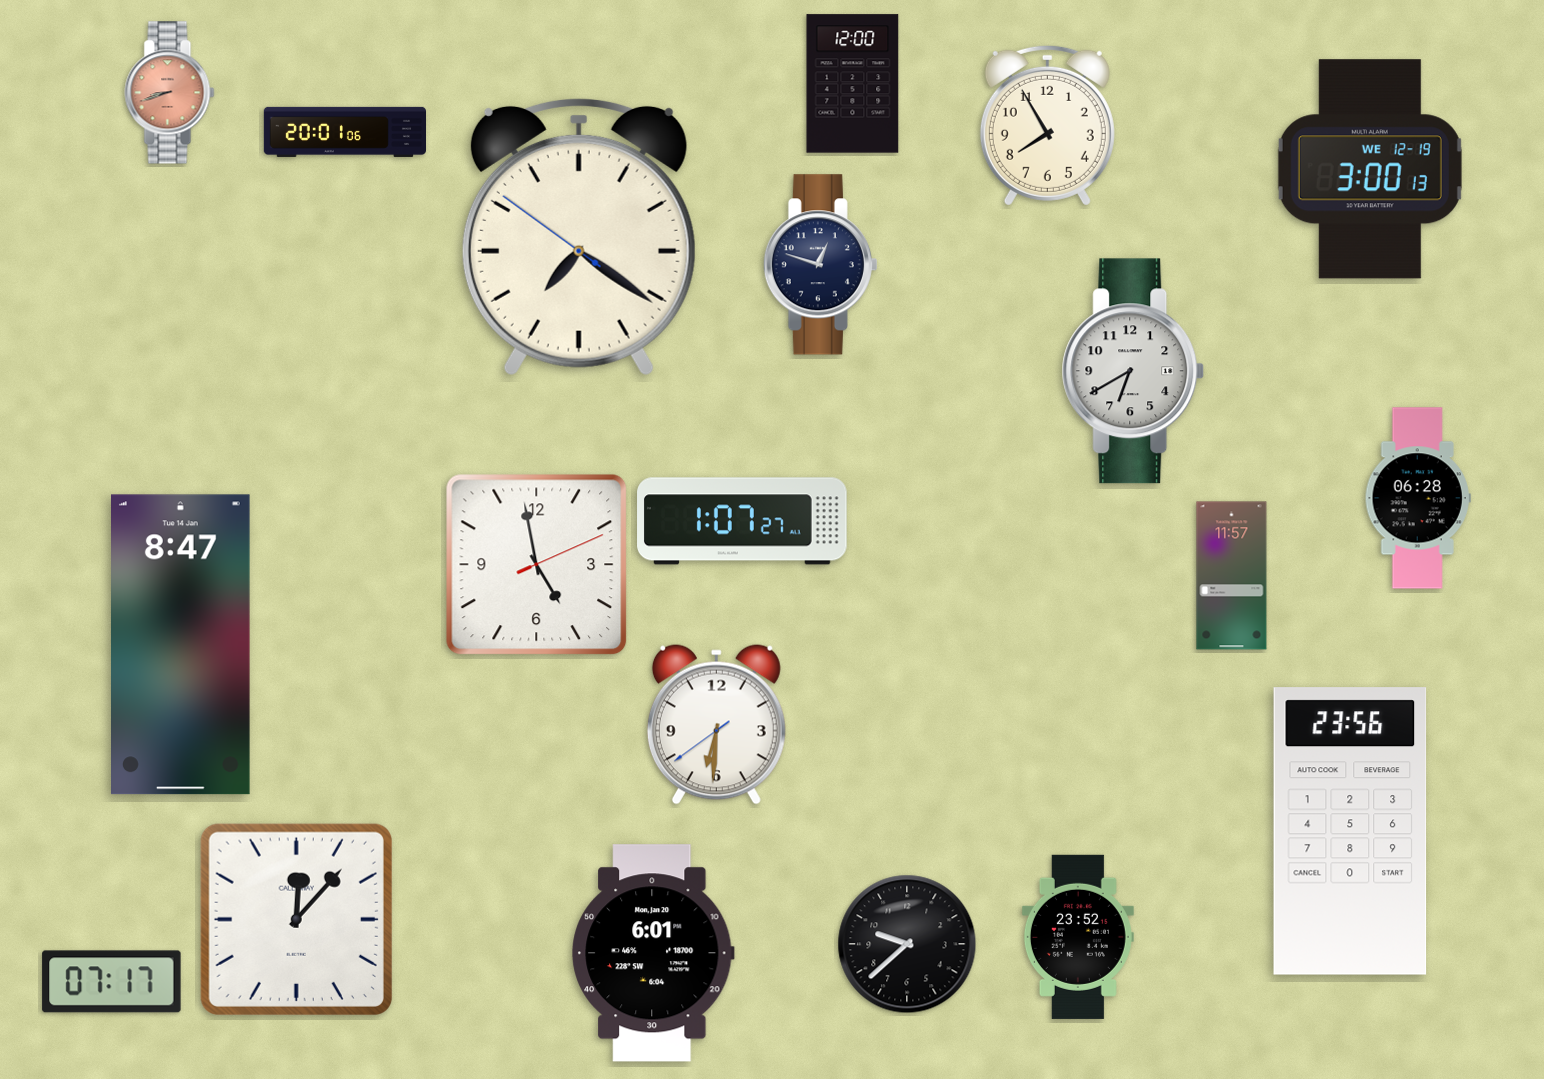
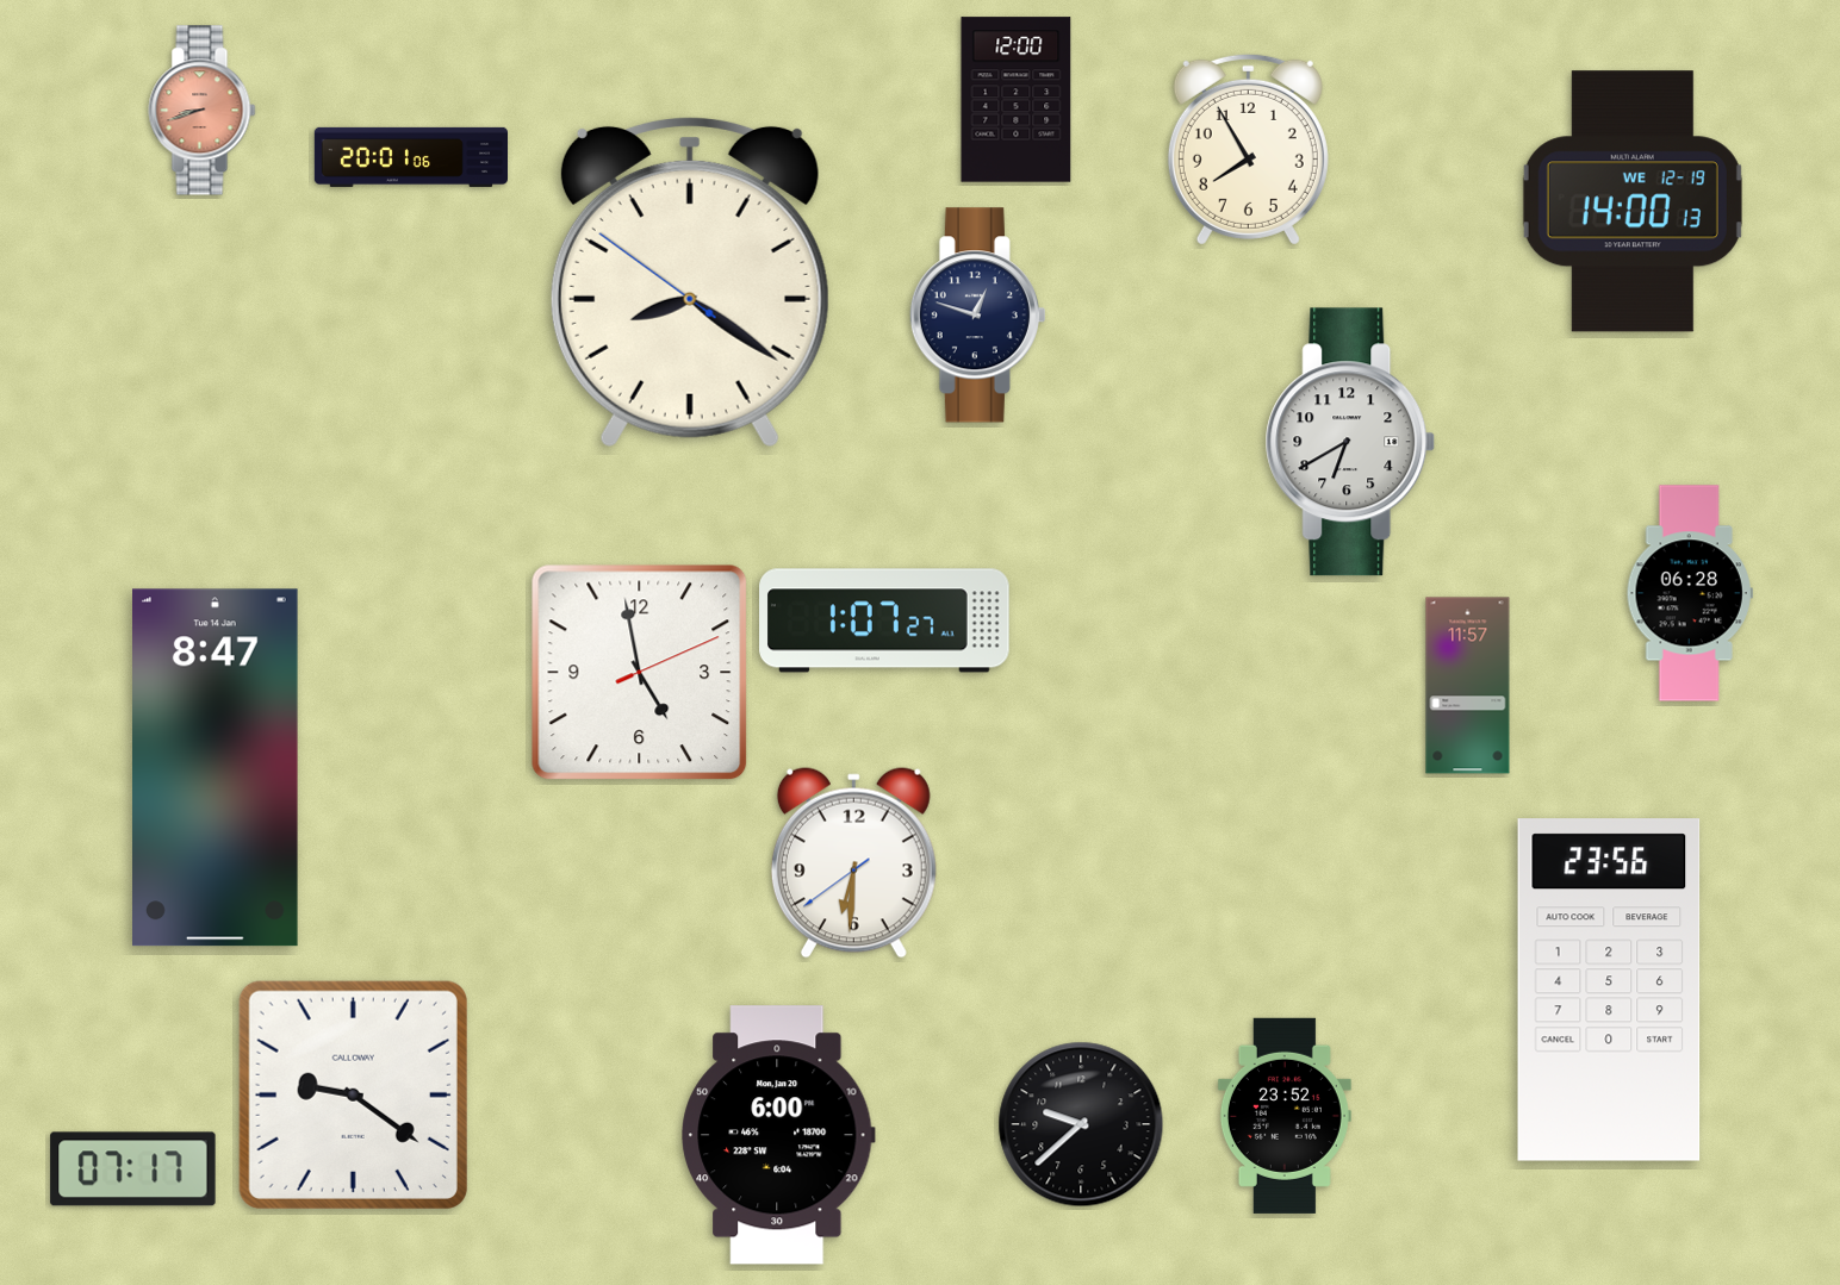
clock at (1370, 169): 3:00 -> 14:00
clock at (579, 237): 7:20 -> 8:20
clock at (296, 919): 12:07 -> 9:21
clock at (654, 953): 6:01 -> 6:00
